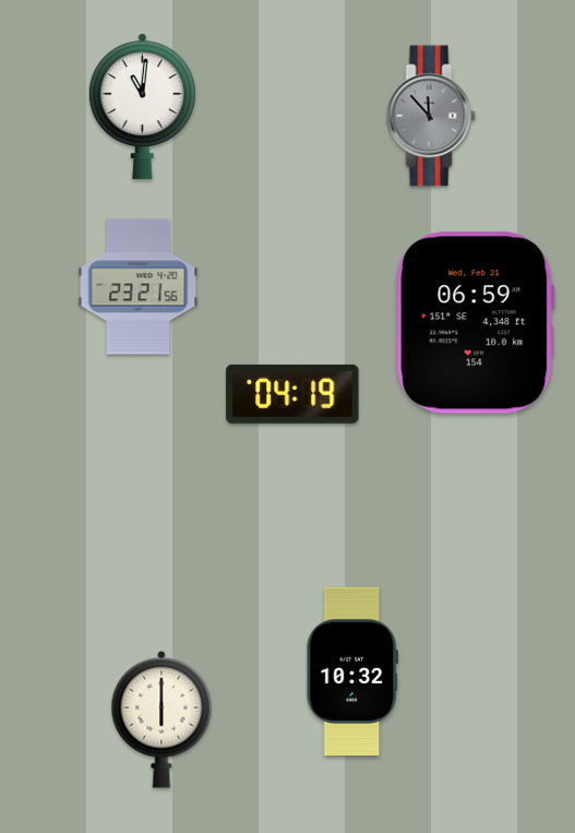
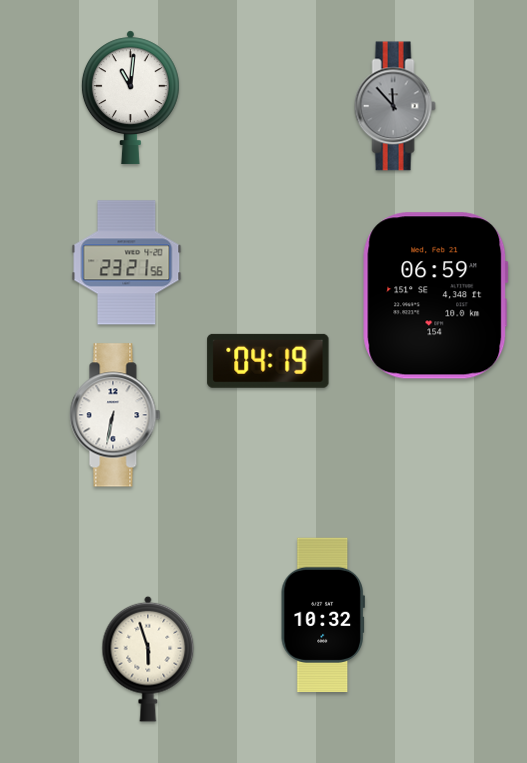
clock at (115, 415): none -> 6:32
clock at (161, 719): 6:00 -> 5:57
